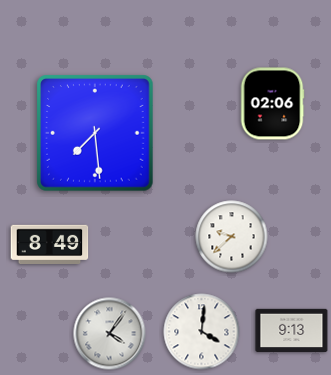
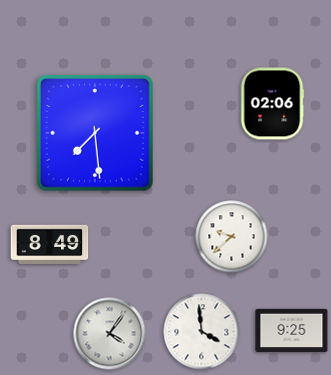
clock at (292, 331): 9:13 -> 9:25
clock at (202, 332): 4:01 -> 3:59
